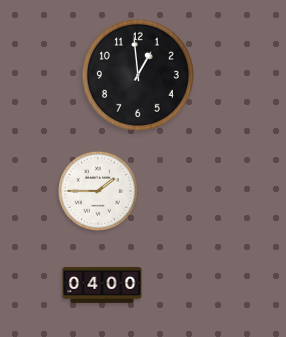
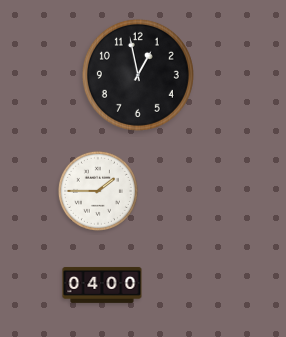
clock at (138, 75): 12:59 -> 12:58
